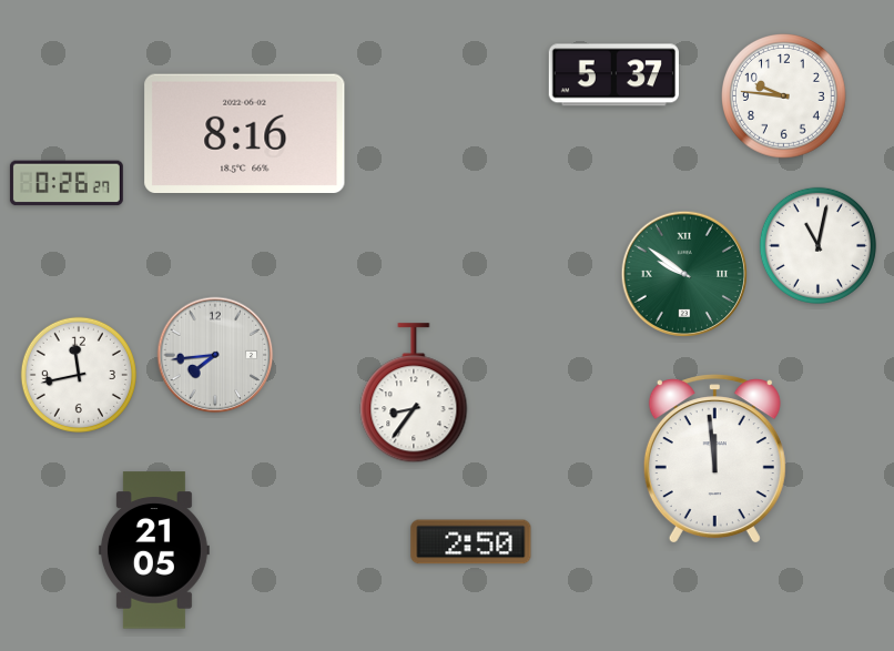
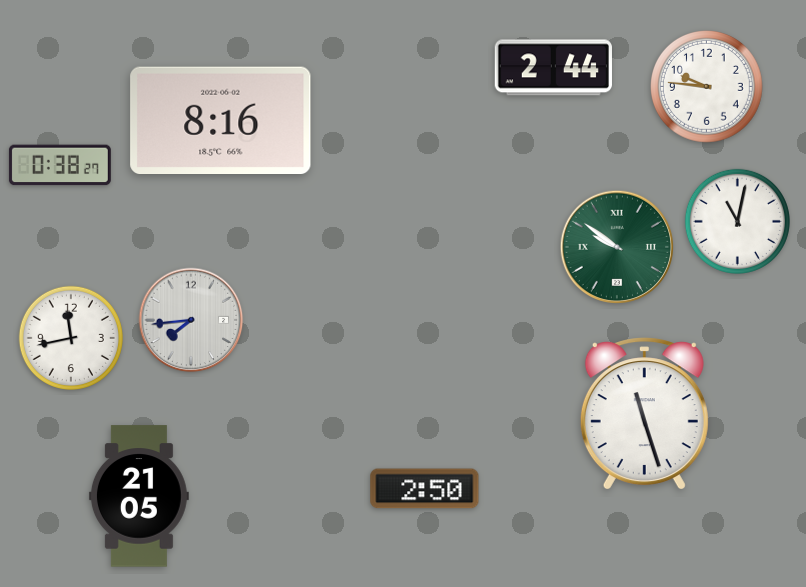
clock at (613, 75): 5:37 -> 2:44
clock at (67, 183): 0:26 -> 0:38
clock at (215, 355) position: (215, 355) -> (191, 320)
clock at (414, 394): 8:36 -> none
clock at (714, 458): 11:59 -> 11:27
